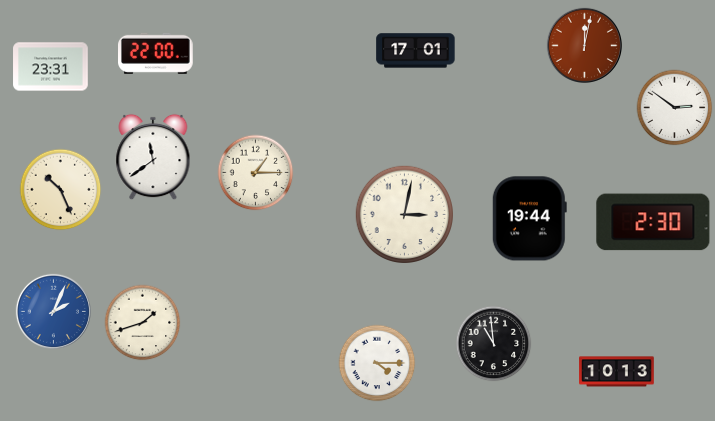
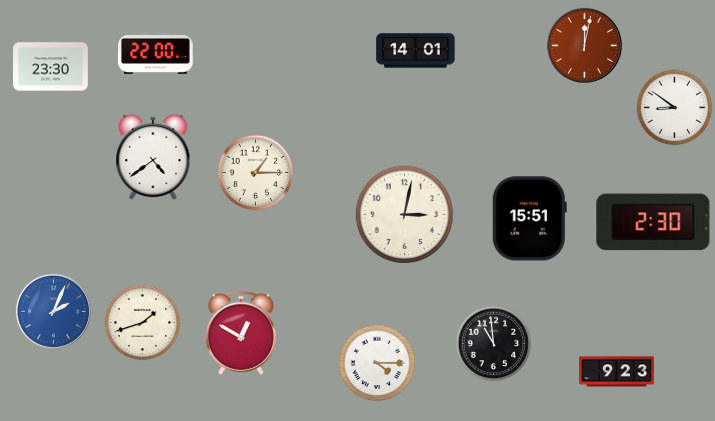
clock at (416, 51): 17:01 -> 14:01
clock at (51, 67): 23:31 -> 23:30
clock at (675, 108): 2:51 -> 8:51
clock at (153, 157): 11:39 -> 4:39
clock at (61, 190): 10:26 -> none
clock at (529, 219): 19:44 -> 15:51
clock at (241, 333): none -> 12:50
clock at (617, 372): 10:13 -> 9:23
